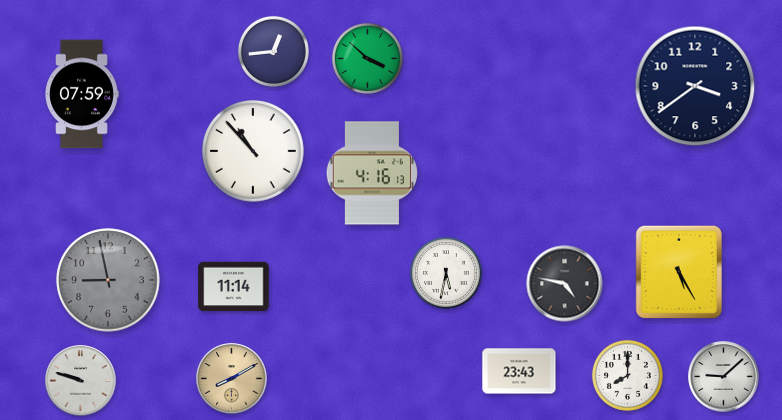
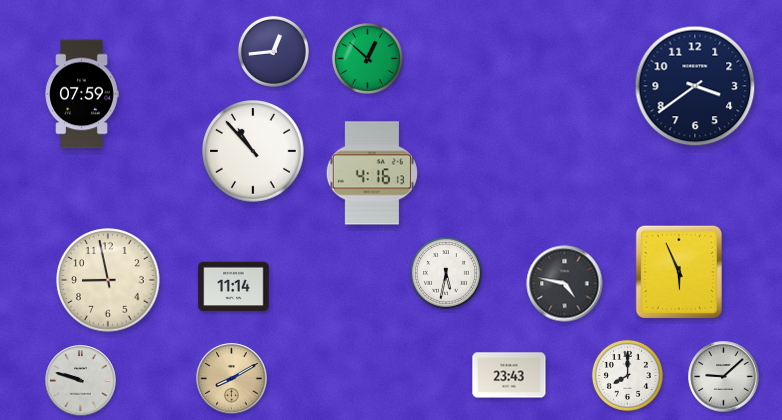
clock at (367, 58): 3:52 -> 12:52
clock at (679, 271): 5:25 -> 5:56
clock at (108, 280) dial: grey -> cream
clock at (519, 371) position: (519, 371) -> (509, 375)
